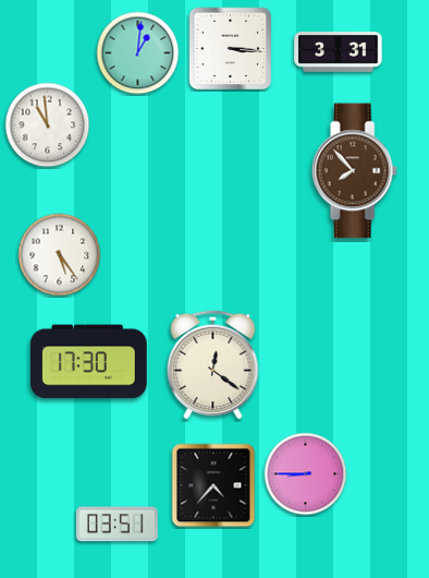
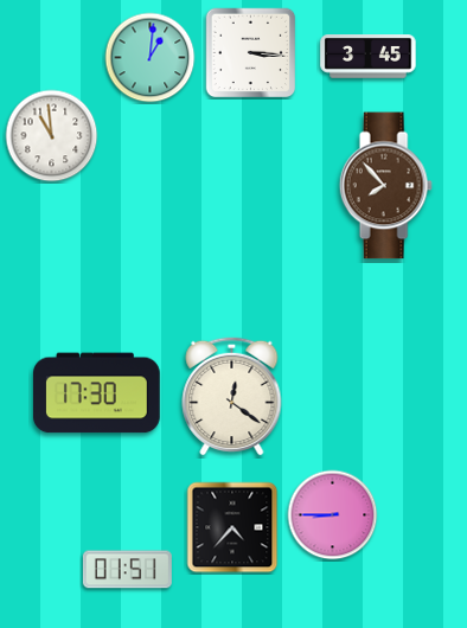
clock at (339, 52): 3:31 -> 3:45
clock at (60, 255): 5:24 -> none
clock at (117, 525): 03:51 -> 01:51
